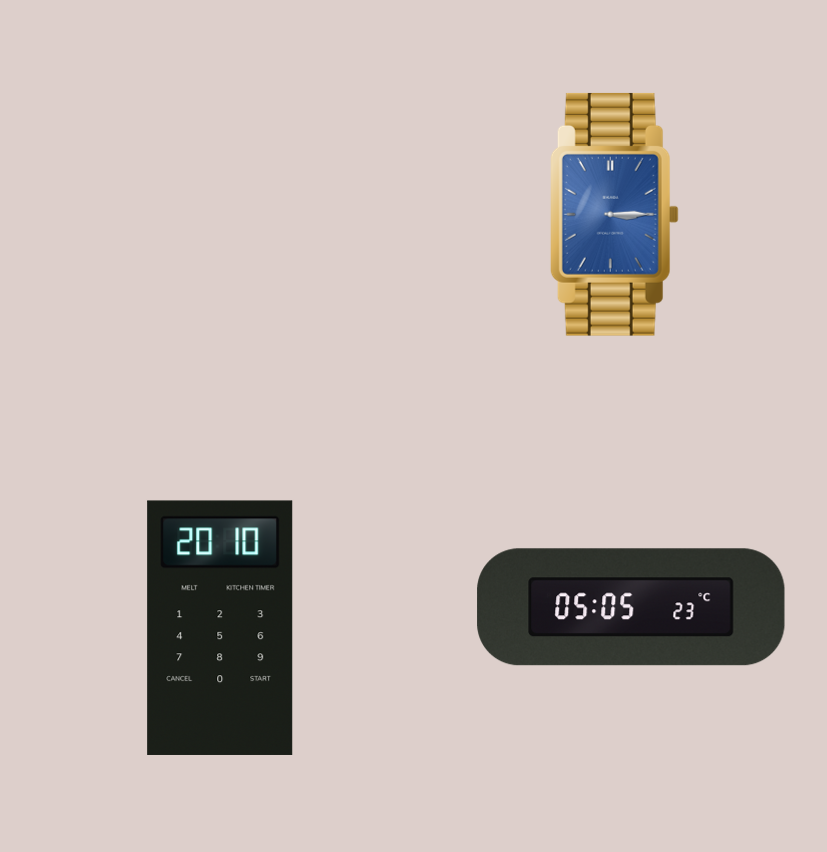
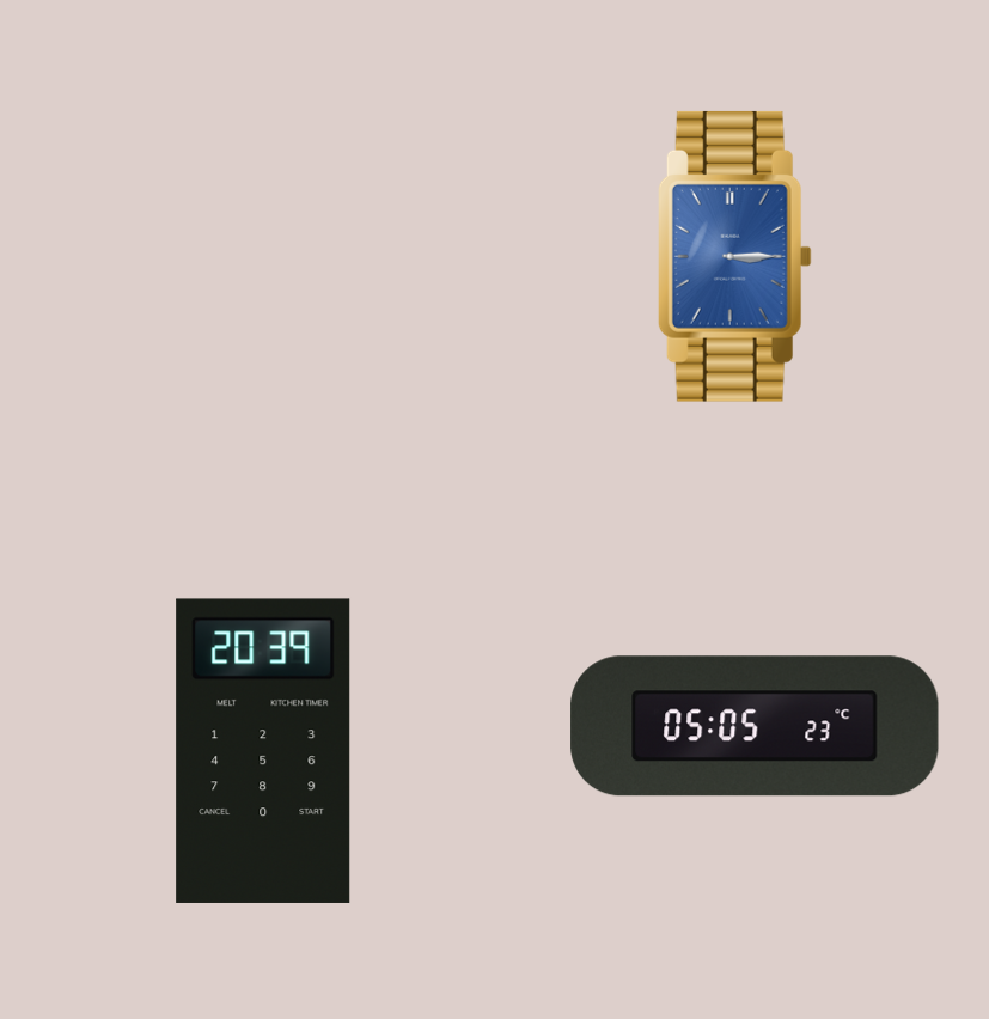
clock at (220, 628): 20:10 -> 20:39
